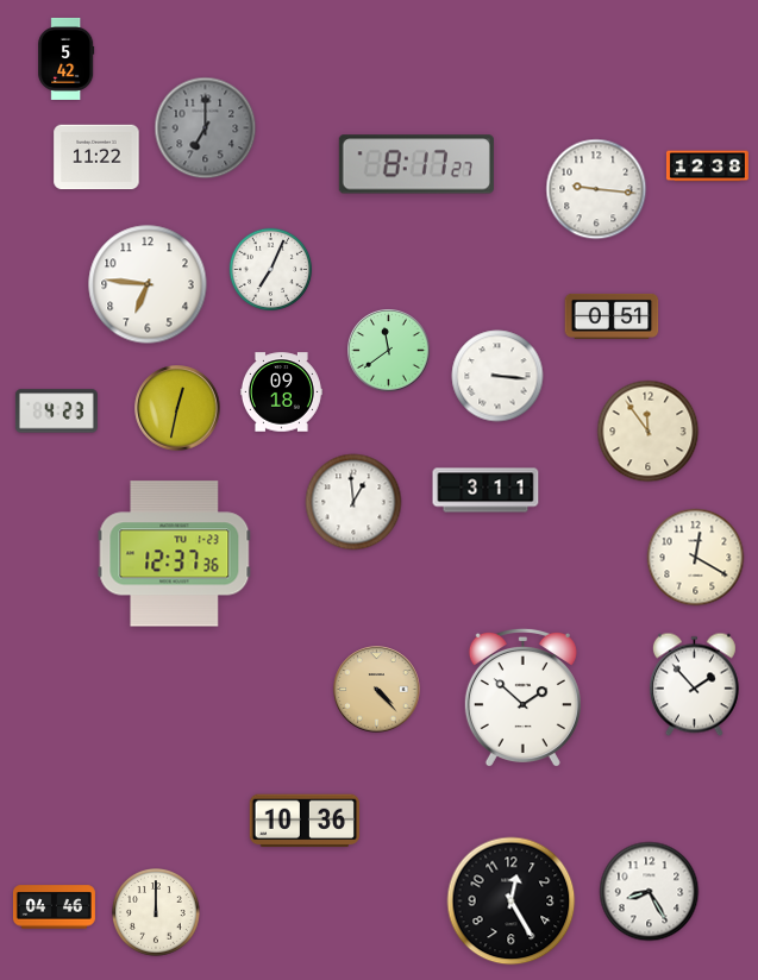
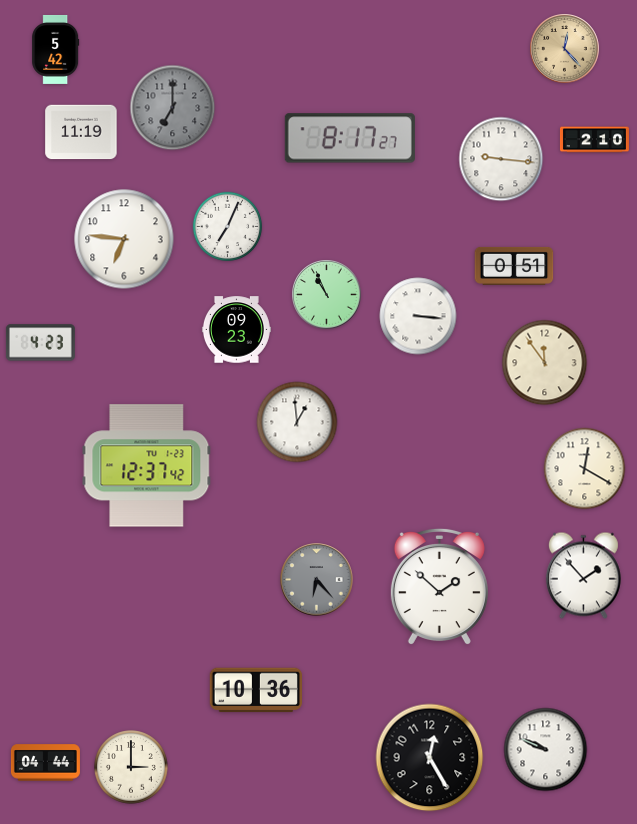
clock at (565, 49): none -> 12:23
clock at (96, 157): 11:22 -> 11:19
clock at (707, 167): 12:38 -> 2:10
clock at (389, 351): 11:39 -> 10:56
clock at (281, 392): 09:18 -> 09:23
clock at (177, 408): 12:32 -> none
clock at (56, 412) position: (56, 412) -> (40, 343)
clock at (486, 490): 3:11 -> none
clock at (175, 554): 12:37:36 -> 12:37:42
clock at (377, 690): 4:23 -> 6:23
clock at (377, 690) dial: champagne -> grey
clock at (650, 892): 8:25 -> 9:49
clock at (54, 907): 04:46 -> 04:44
clock at (157, 913): 12:00 -> 3:00
